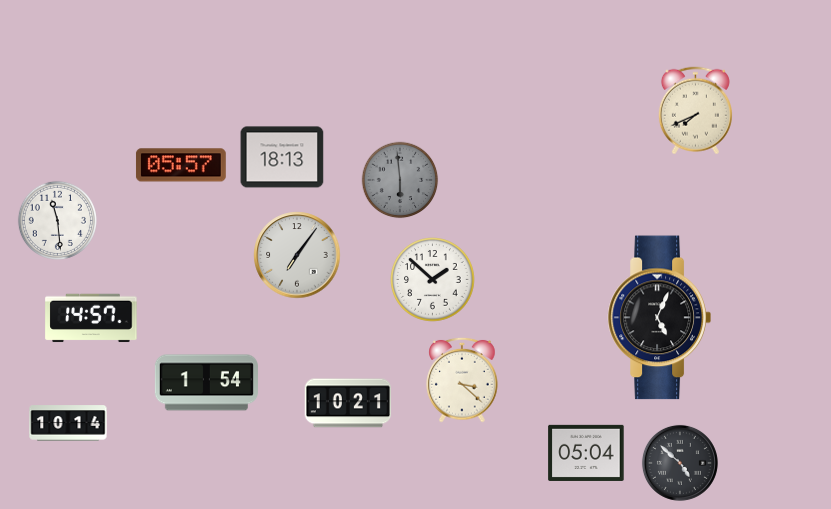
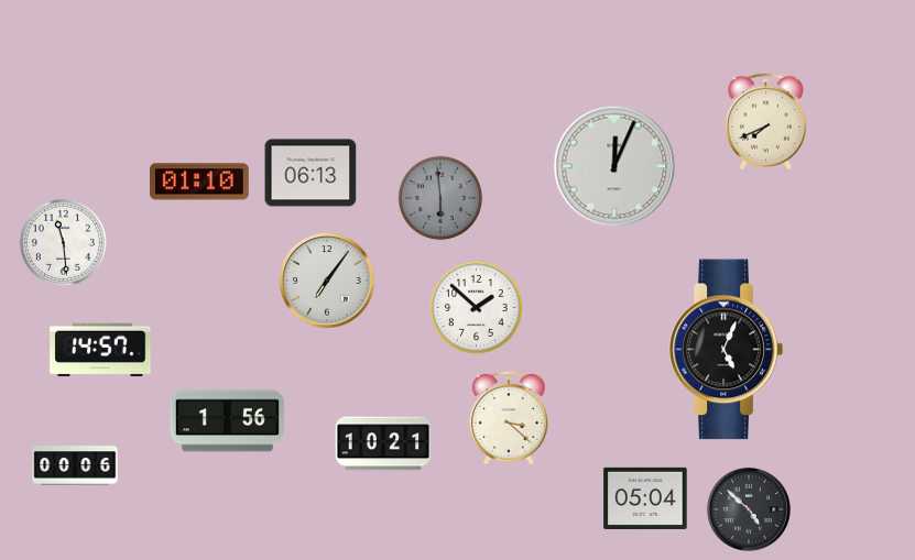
clock at (614, 166): none -> 12:04
clock at (282, 157): 18:13 -> 06:13
clock at (181, 165): 05:57 -> 01:10
clock at (206, 383): 1:54 -> 1:56
clock at (68, 423): 10:14 -> 00:06
